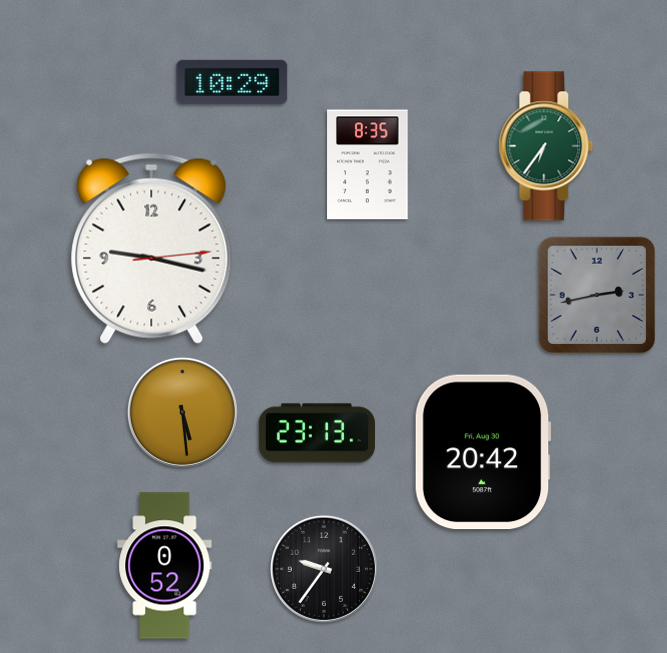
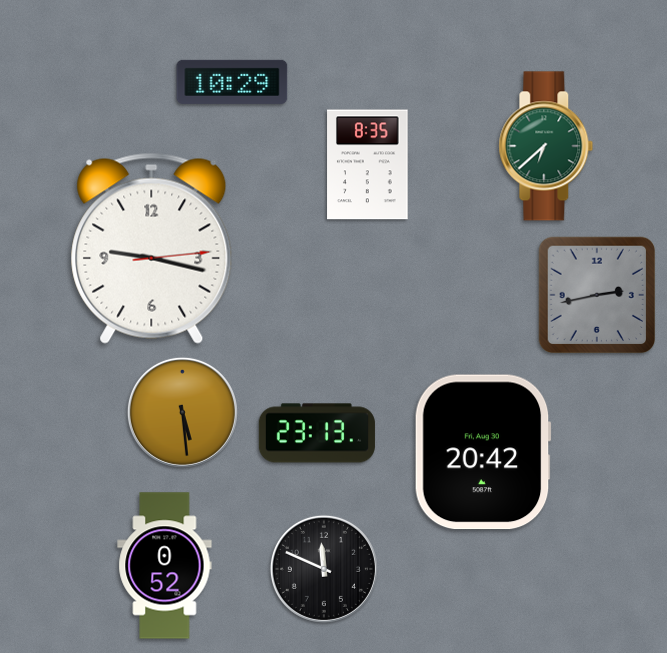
clock at (546, 146): 6:36 -> 6:38
clock at (324, 569): 9:36 -> 11:49
